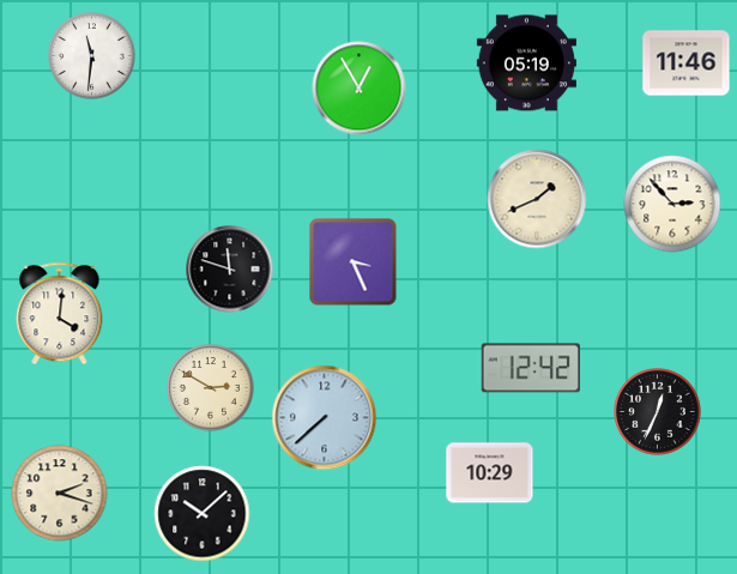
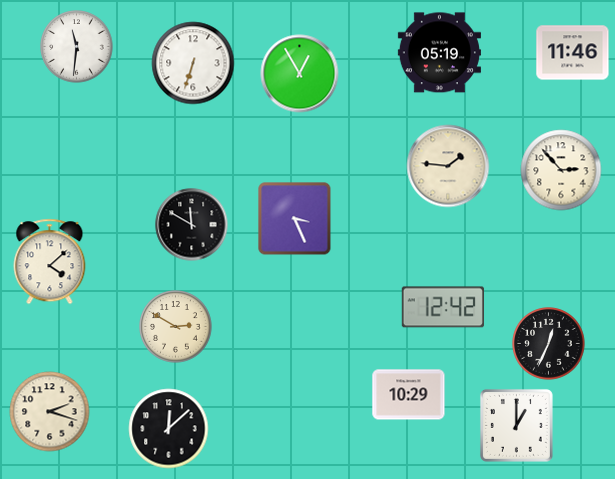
clock at (193, 63): none -> 6:33
clock at (537, 199): 1:41 -> 1:46
clock at (230, 270): 11:48 -> 11:50
clock at (60, 314): 4:01 -> 4:08
clock at (211, 388) position: (211, 388) -> (176, 327)
clock at (325, 418): 7:38 -> none
clock at (516, 425): none -> 1:00
clock at (203, 514): 10:08 -> 12:08
